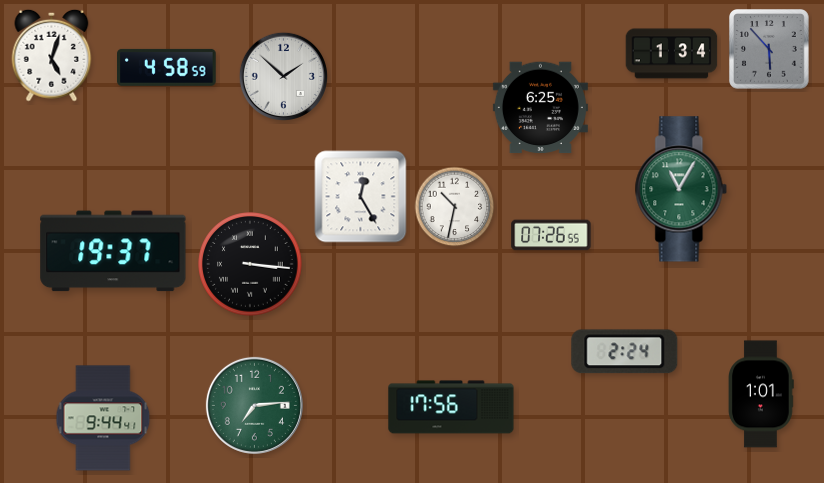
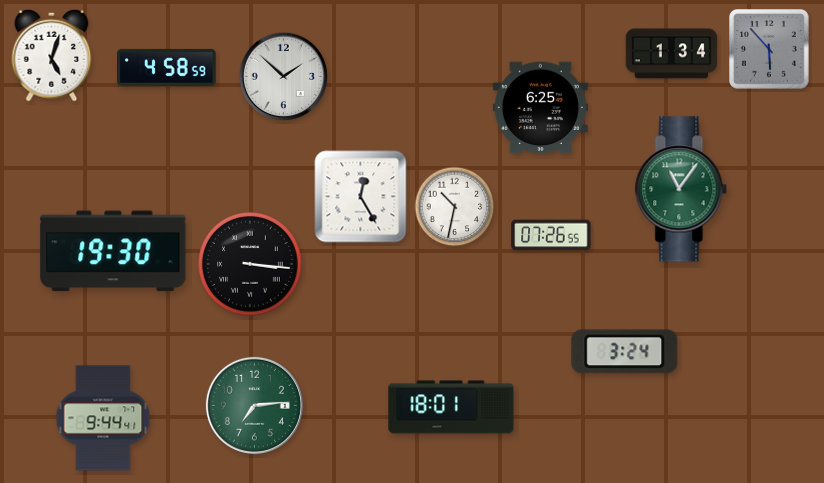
clock at (681, 189): 11:05 -> 11:06
clock at (113, 251): 19:37 -> 19:30
clock at (625, 352): 2:24 -> 3:24
clock at (762, 394): 1:01 -> none
clock at (451, 407): 17:56 -> 18:01
